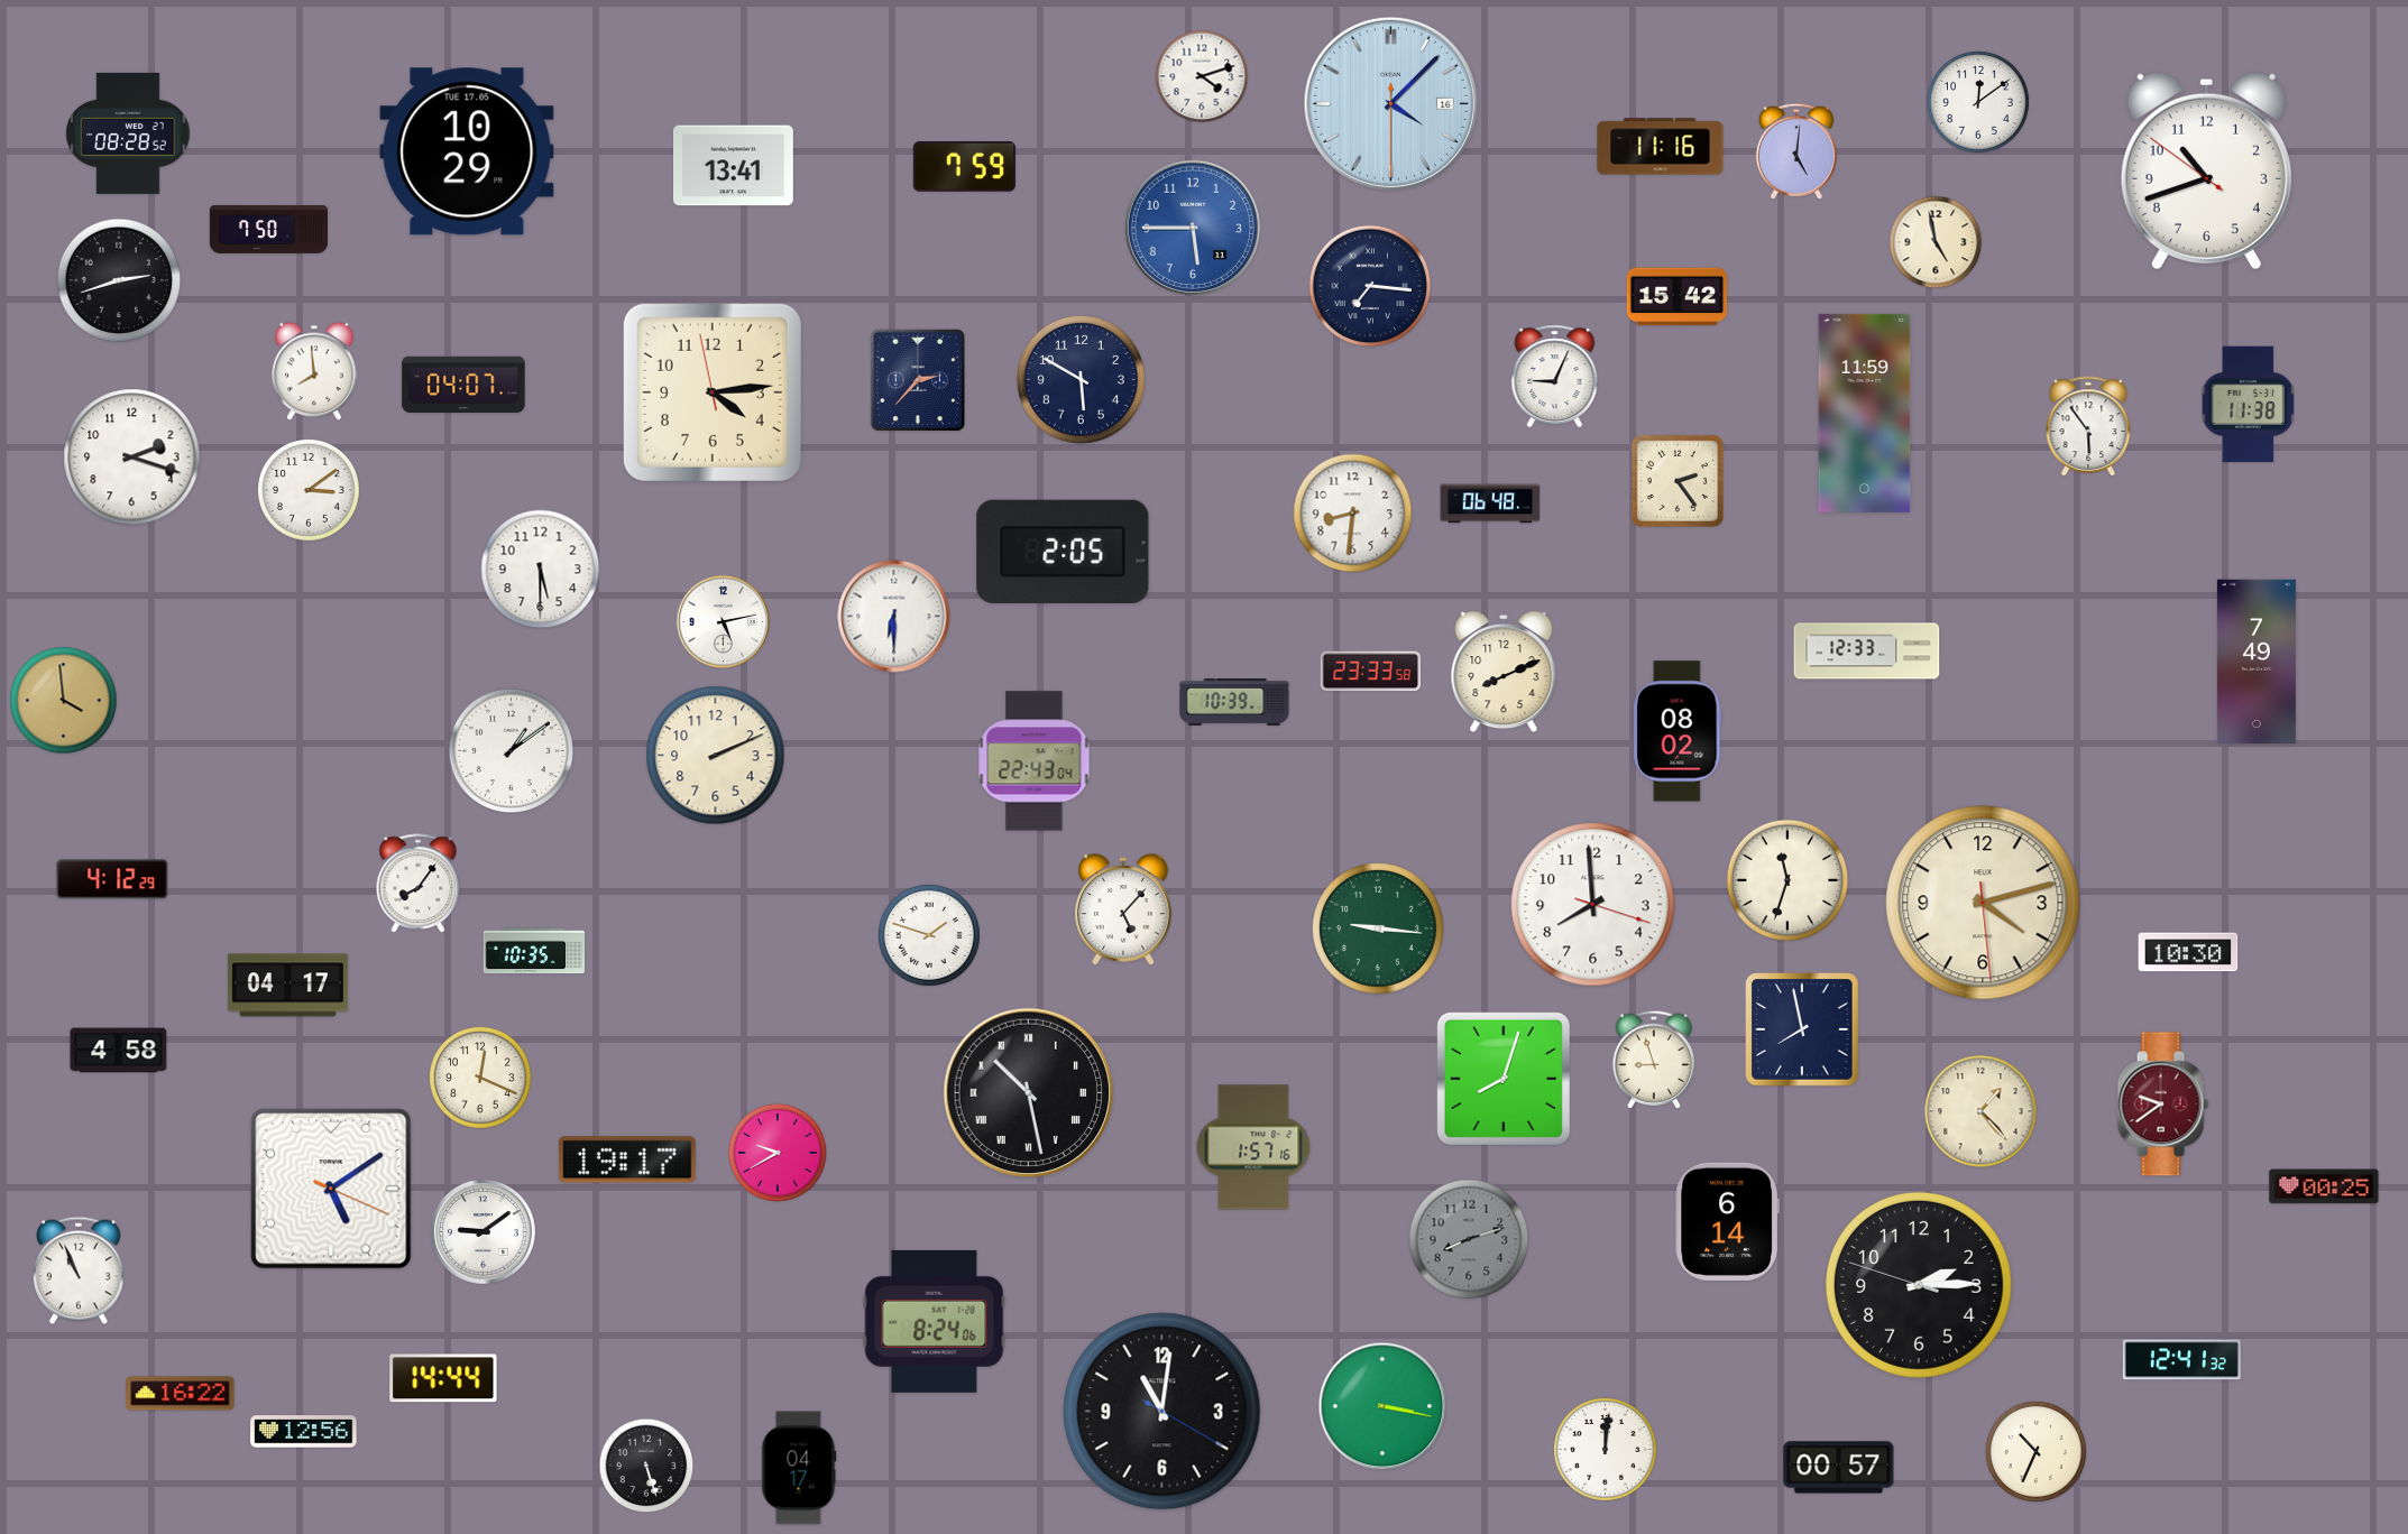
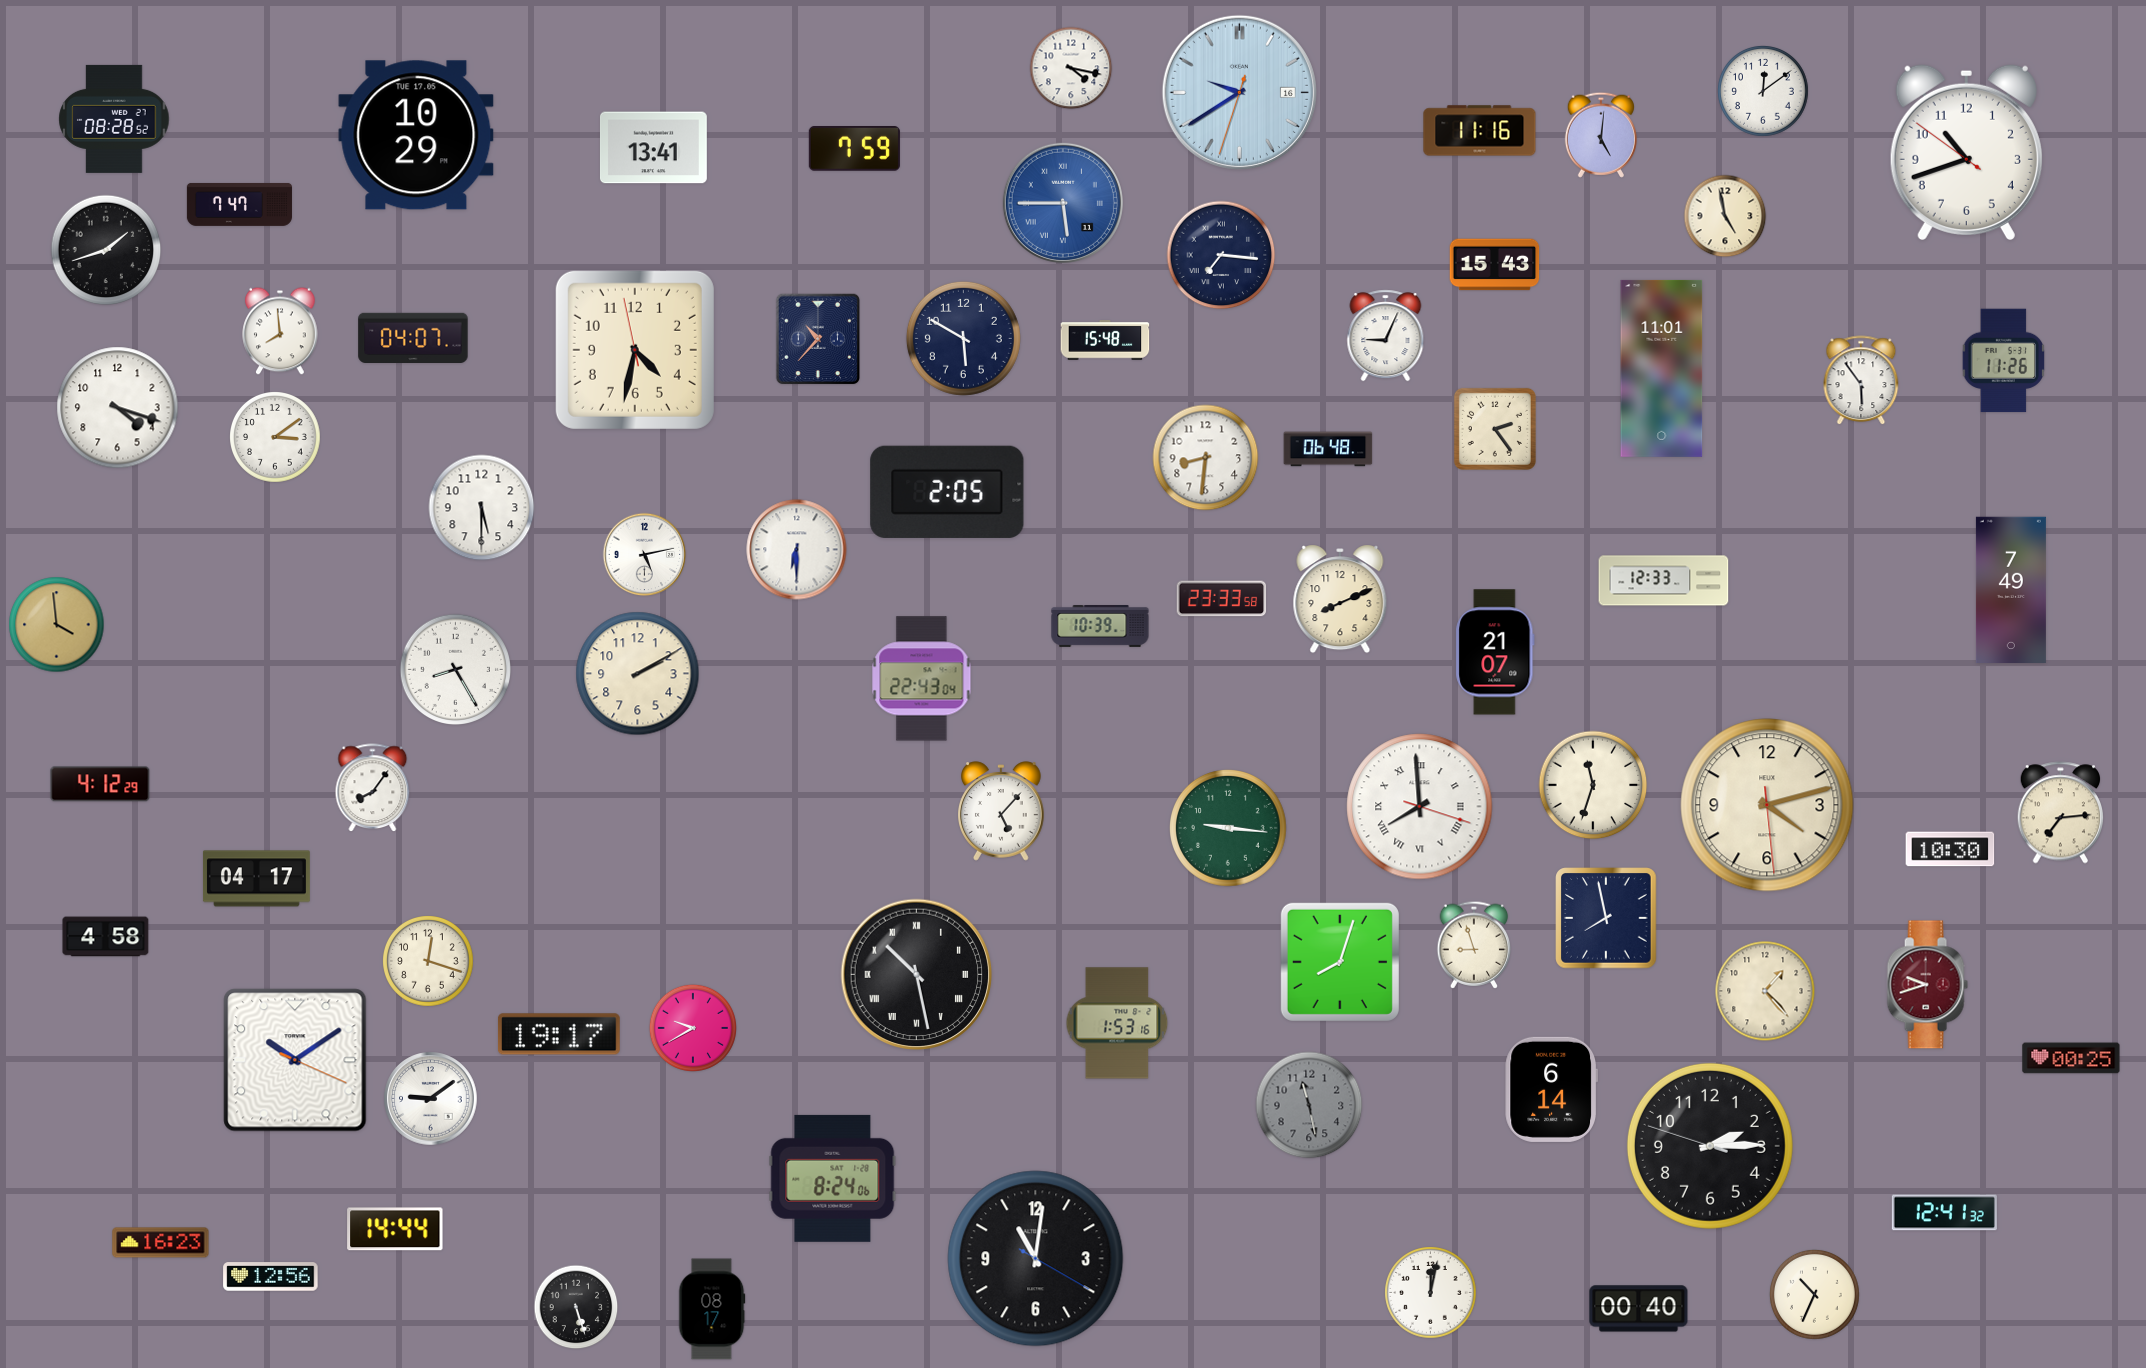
clock at (1202, 76): 4:12 -> 4:17
clock at (1390, 103): 4:07 -> 9:39
clock at (964, 167) position: (964, 167) -> (854, 149)
clock at (1193, 228) numerals: Arabic -> Roman
clock at (268, 229): 7:50 -> 7:47
clock at (119, 280): 2:42 -> 1:42
clock at (1678, 297): 15:42 -> 15:43
clock at (917, 380): 2:37 -> 10:37
clock at (1105, 340): none -> 15:48
clock at (463, 383) position: (463, 383) -> (413, 337)
clock at (713, 392): 4:13 -> 4:31
clock at (2249, 405): 11:38 -> 11:26
clock at (1865, 413): 11:59 -> 11:01
clock at (132, 458): 2:18 -> 4:18
clock at (1678, 731): 08:02 -> 21:07
clock at (511, 750): 1:09 -> 8:25
clock at (716, 756): 2:11 -> 2:10
clock at (1593, 905) numerals: Arabic -> Roman
clock at (2060, 813): none -> 7:14
clock at (930, 936): 1:48 -> none
clock at (533, 951): 10:35 -> none
clock at (481, 1079): 12:19 -> 12:18
clock at (2162, 1105): 9:39 -> 9:42
clock at (1253, 1147): 1:57 -> 1:53
clock at (331, 1189): 5:09 -> 10:09
clock at (1727, 1221) position: (1727, 1221) -> (1551, 1089)
clock at (1469, 1239): 8:12 -> 11:28
clock at (79, 1270): 10:56 -> none
clock at (181, 1394): 16:22 -> 16:23
clock at (1382, 1406): 3:17 -> none
clock at (1606, 1450): 12:01 -> 12:02
clock at (799, 1468): 04:17 -> 08:17
clock at (1839, 1468): 00:57 -> 00:40
